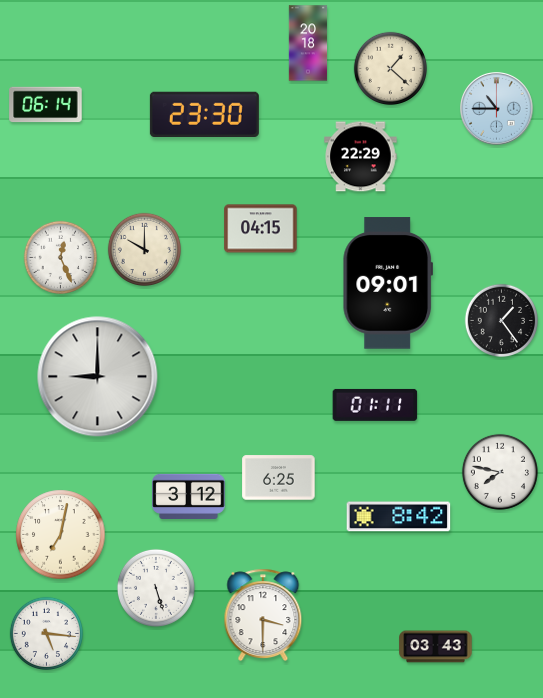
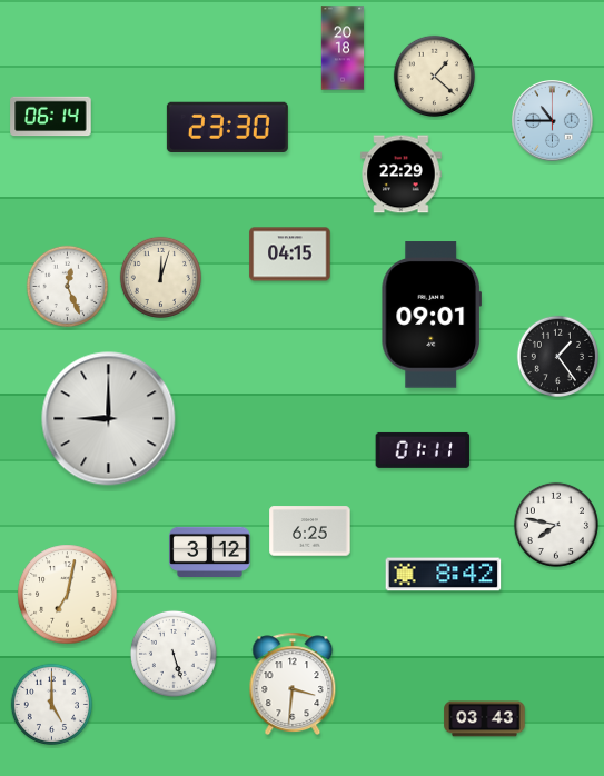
clock at (144, 249): 10:00 -> 12:03
clock at (375, 405) position: (375, 405) -> (423, 450)
clock at (263, 615): 3:30 -> 3:31
clock at (46, 633): 5:16 -> 5:00
